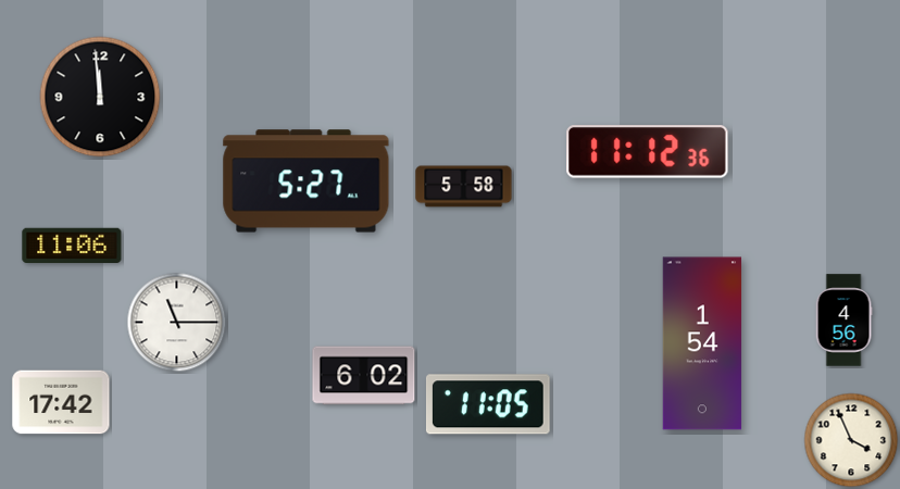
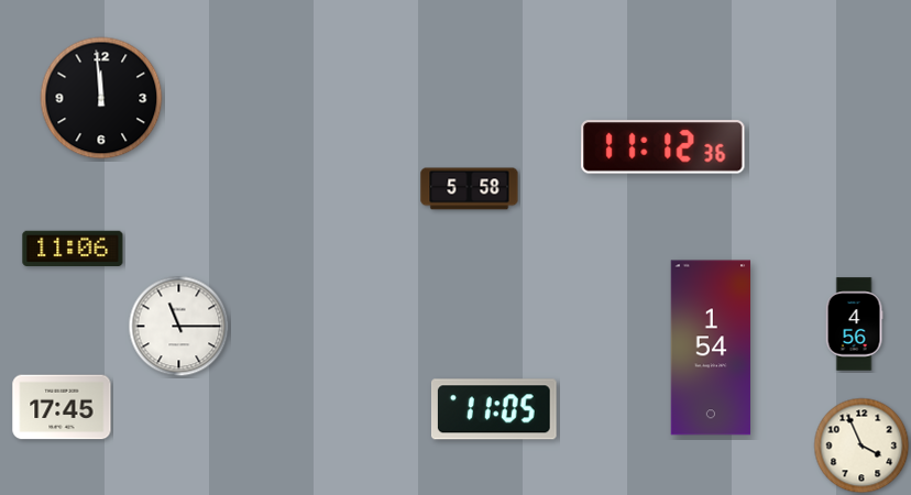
clock at (648, 152) position: (648, 152) -> (663, 147)
clock at (307, 181): 5:27 -> none
clock at (364, 376): 6:02 -> none
clock at (61, 402): 17:42 -> 17:45
